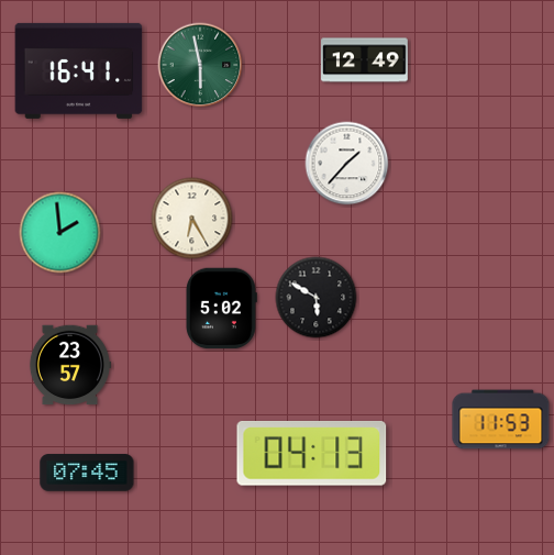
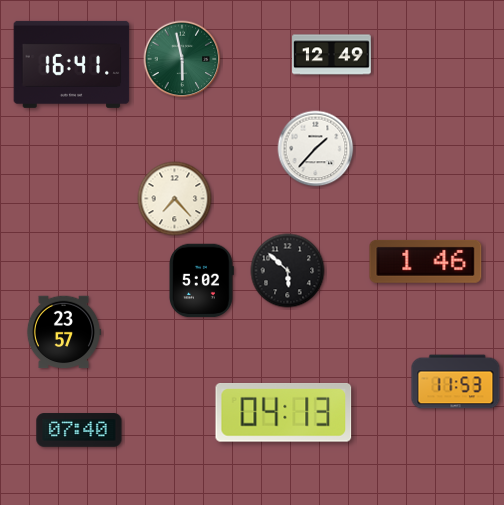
clock at (192, 219): 6:25 -> 7:23
clock at (60, 233): 1:59 -> none
clock at (426, 261): none -> 1:46
clock at (317, 298): 5:50 -> 5:52
clock at (87, 473): 07:45 -> 07:40
